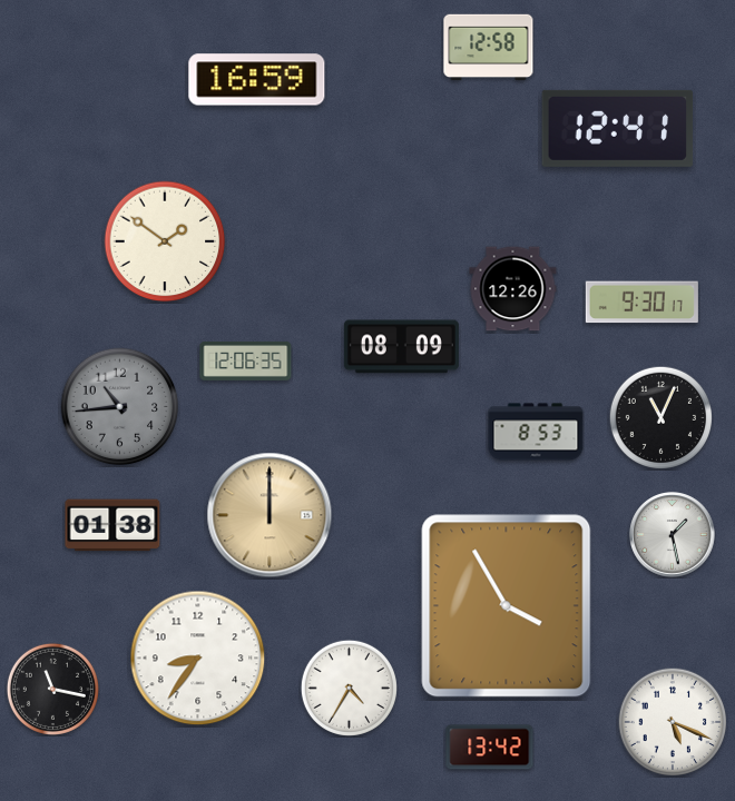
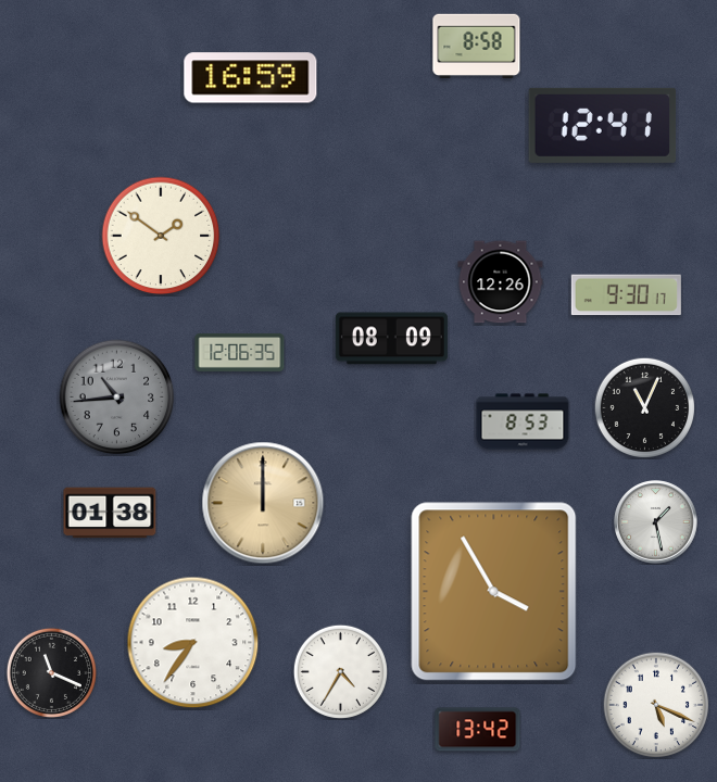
clock at (489, 48): 12:58 -> 8:58
clock at (52, 689): 11:17 -> 11:19
